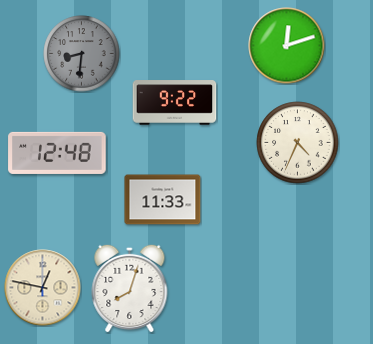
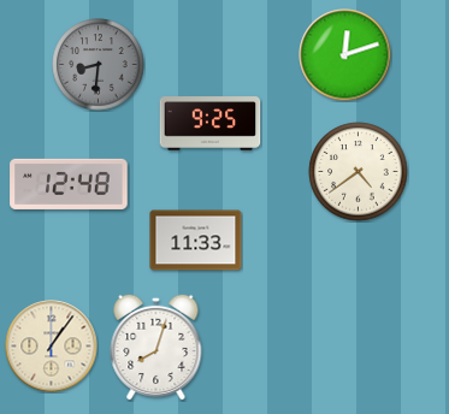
clock at (175, 103): 9:22 -> 9:25
clock at (298, 143): 4:34 -> 4:39
clock at (43, 288): 12:47 -> 1:06
